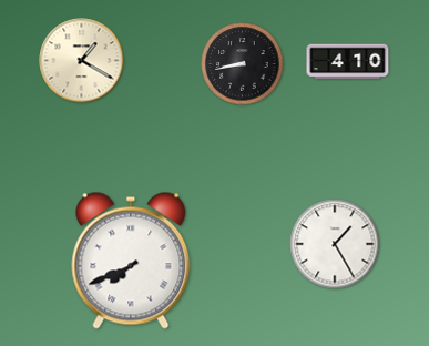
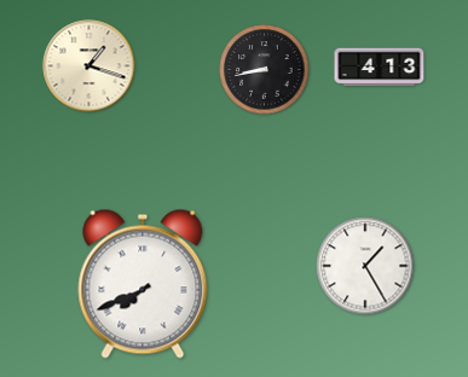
clock at (82, 61): 1:20 -> 1:18
clock at (348, 62): 4:10 -> 4:13
